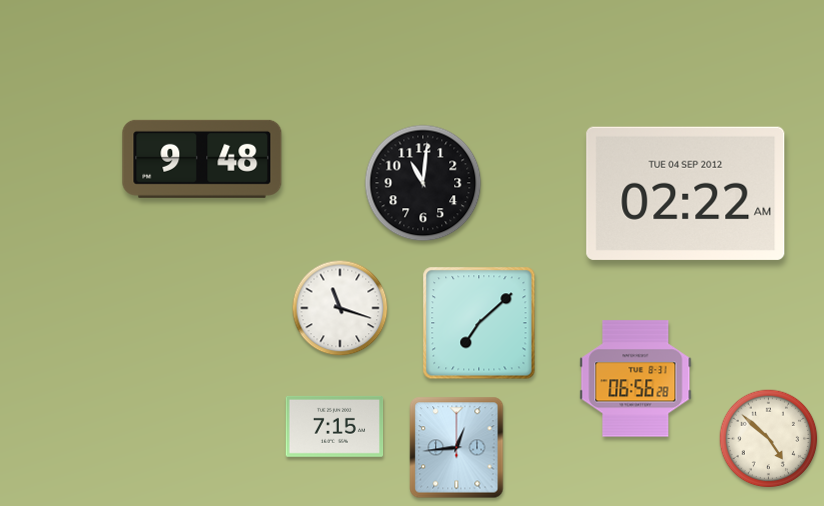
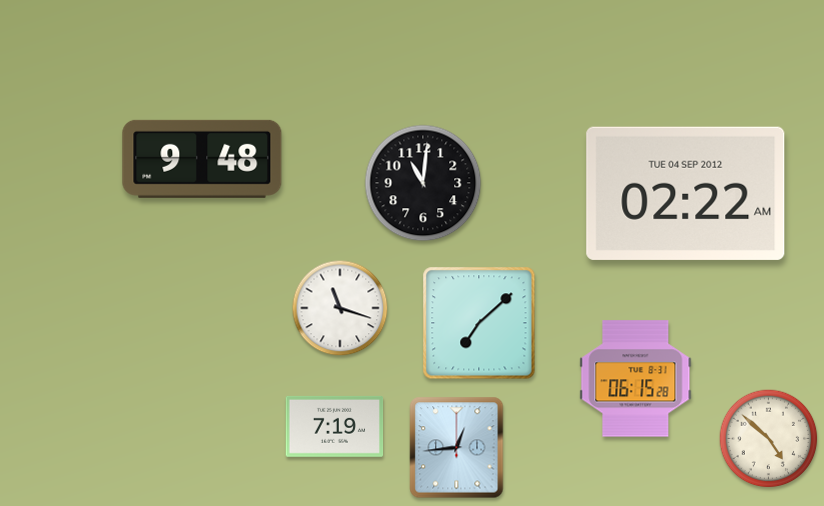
clock at (636, 379): 06:56 -> 06:15
clock at (335, 426): 7:15 -> 7:19
